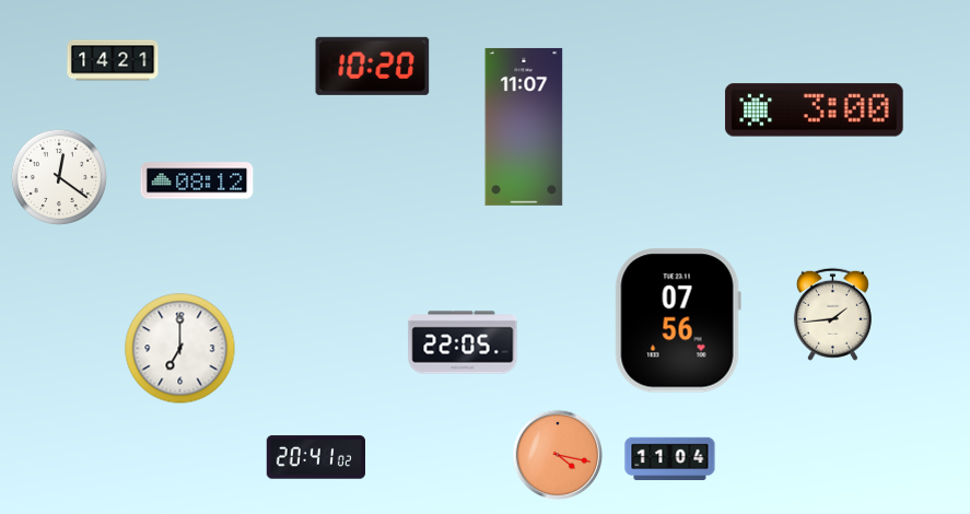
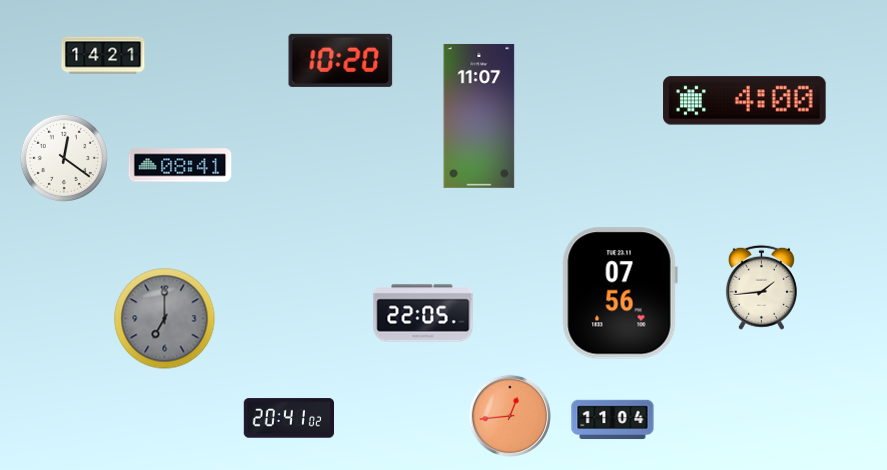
clock at (815, 110): 3:00 -> 4:00
clock at (59, 177) position: (59, 177) -> (64, 158)
clock at (197, 180): 08:12 -> 08:41
clock at (180, 349) dial: white -> grey
clock at (557, 454): 4:17 -> 12:44
